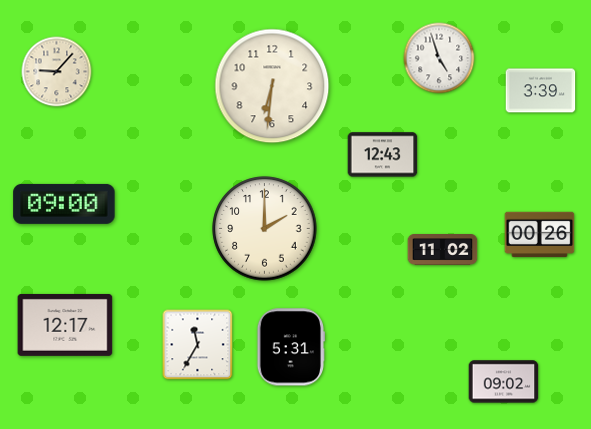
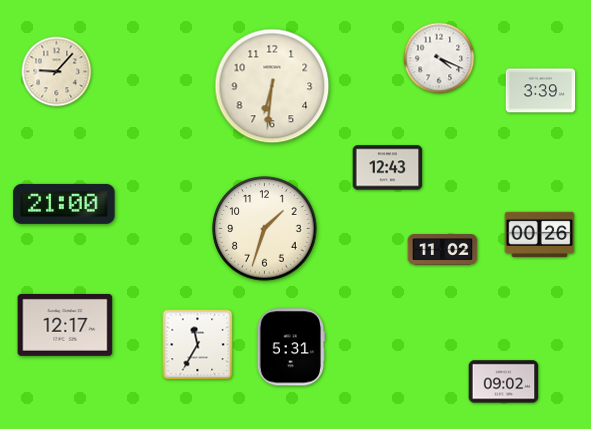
clock at (439, 58): 4:57 -> 4:19
clock at (383, 155) position: (383, 155) -> (388, 168)
clock at (64, 204): 09:00 -> 21:00
clock at (265, 229): 2:00 -> 1:33
